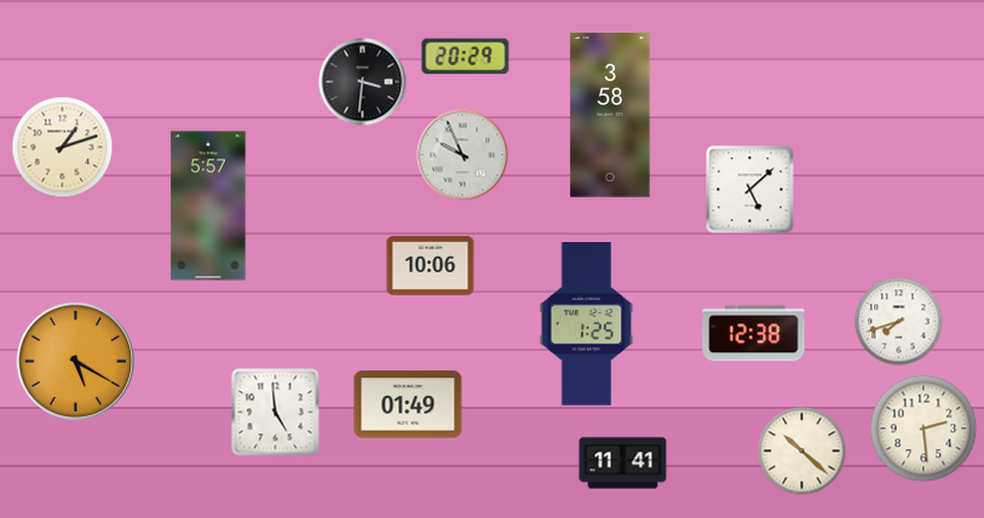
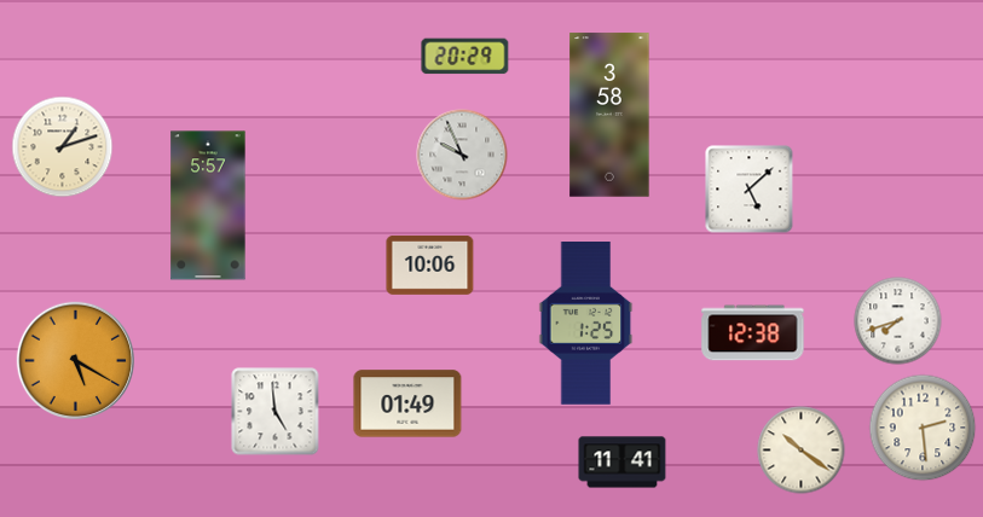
clock at (363, 82): 3:31 -> none
clock at (802, 451): 10:22 -> 10:21
